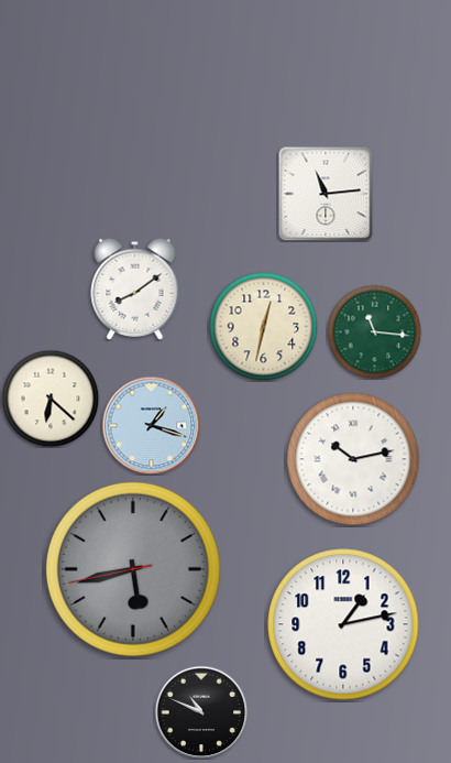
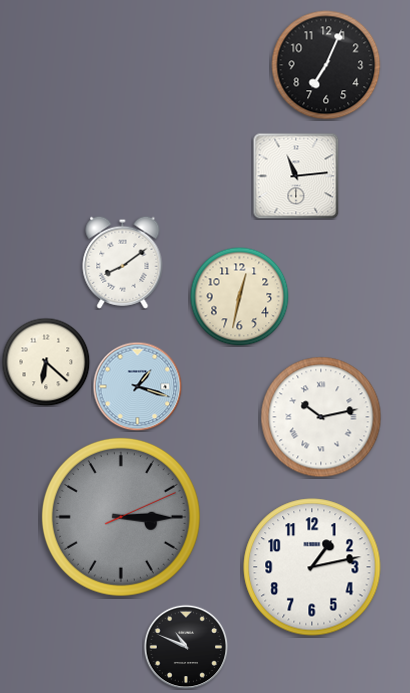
clock at (326, 65): none -> 7:04
clock at (374, 331): 11:16 -> none
clock at (133, 569): 5:42 -> 3:15
clock at (201, 712) position: (201, 712) -> (186, 647)
